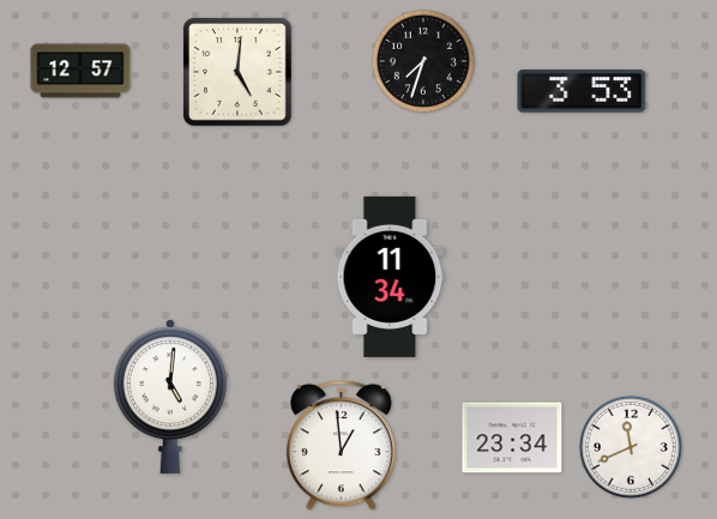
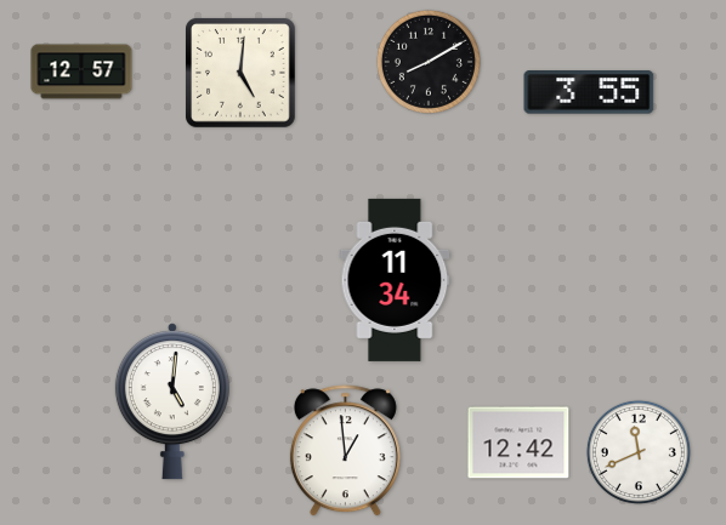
clock at (423, 61): 7:33 -> 8:10
clock at (582, 91): 3:53 -> 3:55
clock at (512, 437): 23:34 -> 12:42
